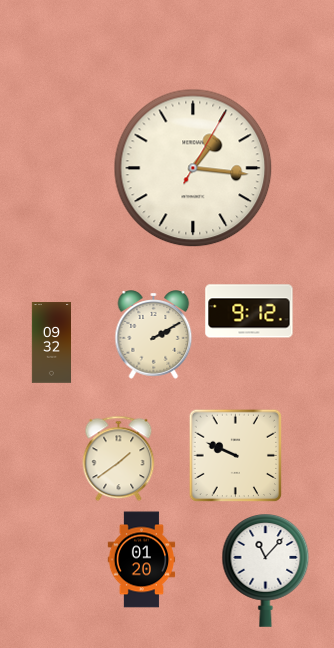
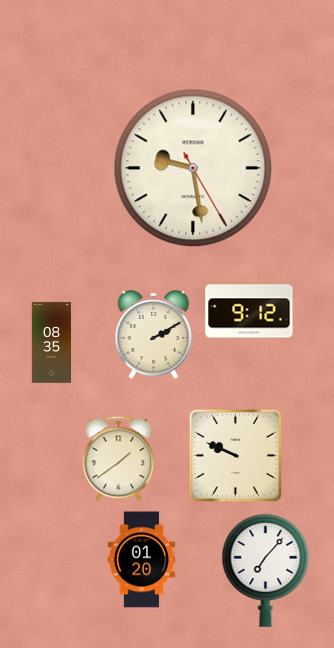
clock at (193, 168): 1:16 -> 9:28
clock at (51, 343): 09:32 -> 08:35
clock at (266, 571): 11:07 -> 7:07
